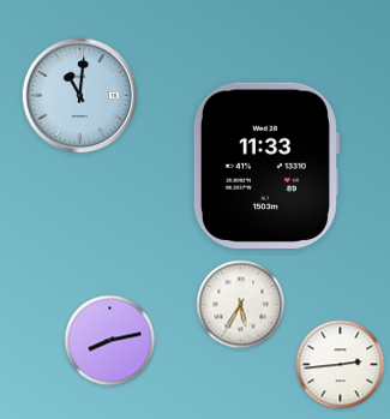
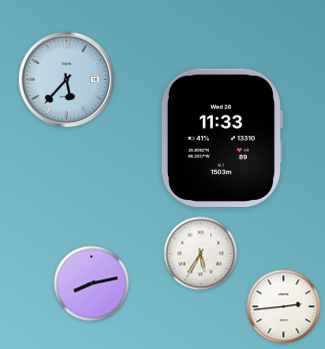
clock at (80, 96): 11:01 -> 5:37
clock at (341, 365) position: (341, 365) -> (284, 307)
